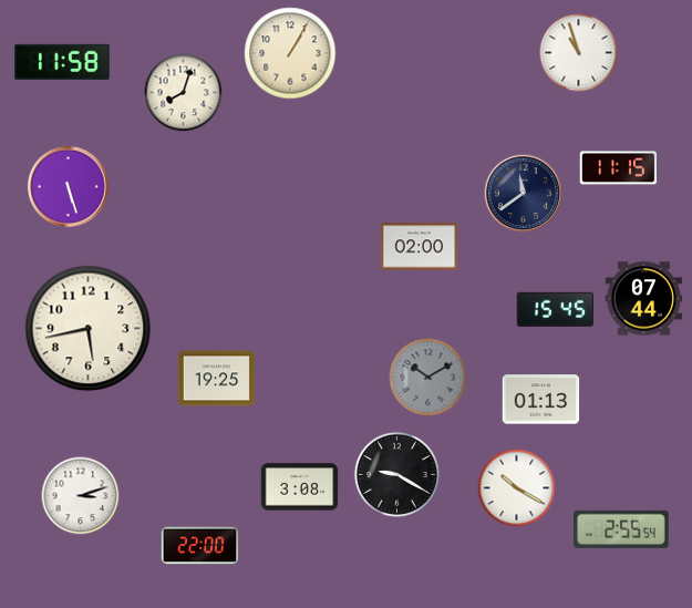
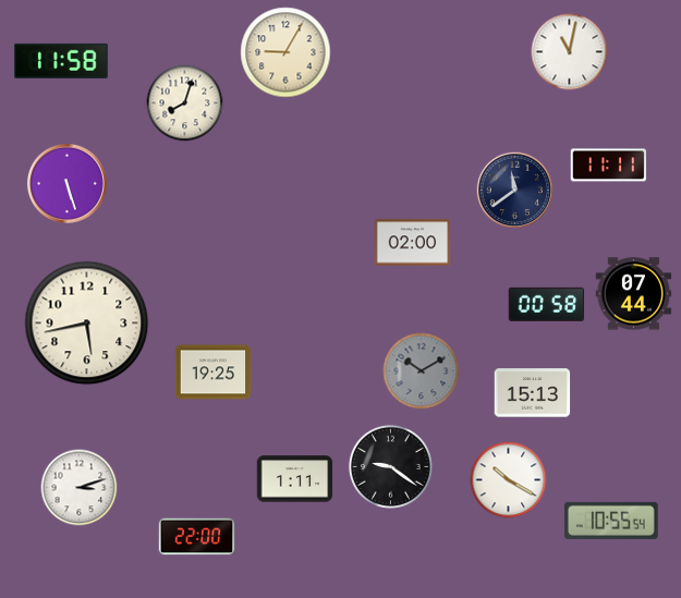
clock at (290, 53): 1:05 -> 9:05
clock at (579, 53): 10:57 -> 11:02
clock at (184, 93) position: (184, 93) -> (185, 103)
clock at (619, 168): 11:15 -> 11:11
clock at (556, 309): 15:45 -> 00:58
clock at (541, 400): 01:13 -> 15:13
clock at (396, 474): 9:20 -> 9:21
clock at (300, 487): 3:08 -> 1:11
clock at (622, 529): 2:55 -> 10:55
